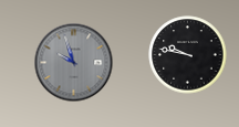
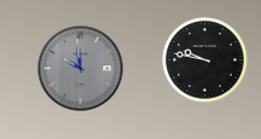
clock at (74, 63): 9:57 -> 9:59
